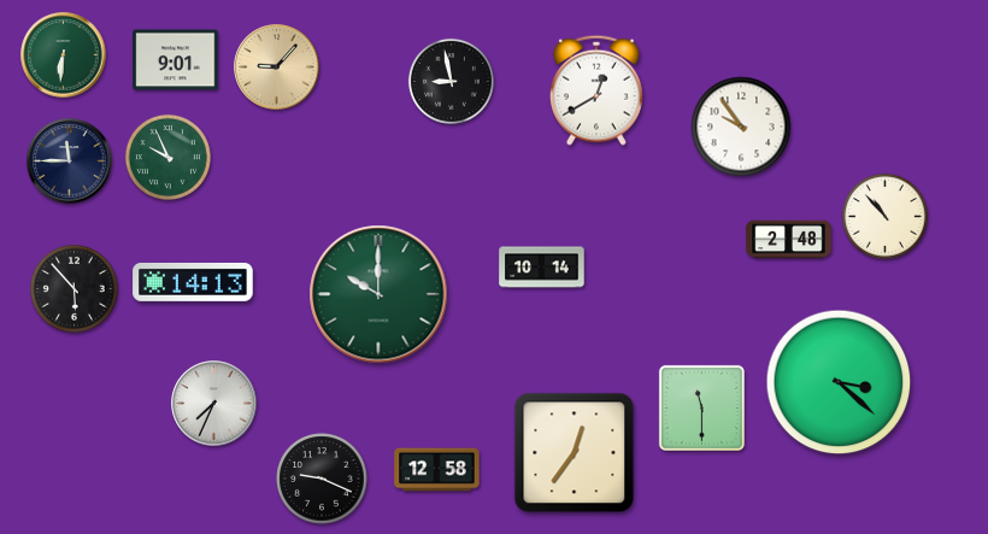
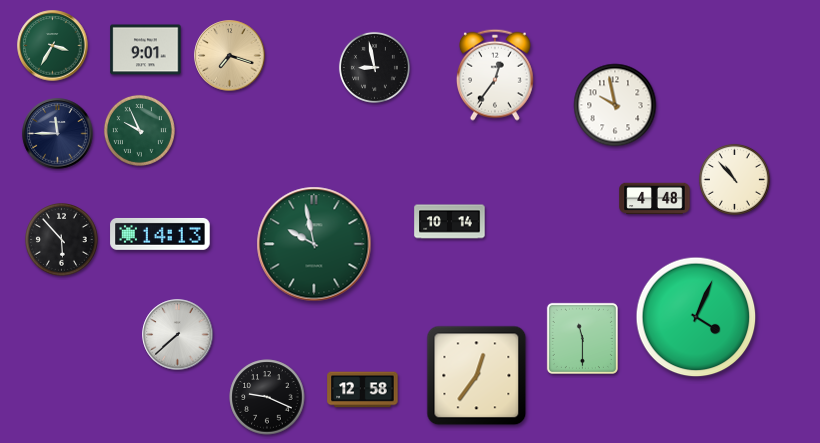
clock at (64, 55): 6:31 -> 3:35
clock at (277, 68): 9:07 -> 7:18
clock at (598, 90): 12:40 -> 12:36
clock at (741, 127): 9:54 -> 9:58
clock at (789, 240): 2:48 -> 4:48
clock at (378, 294): 10:00 -> 9:58
clock at (839, 382): 3:22 -> 4:04
clock at (214, 404): 7:34 -> 7:38
